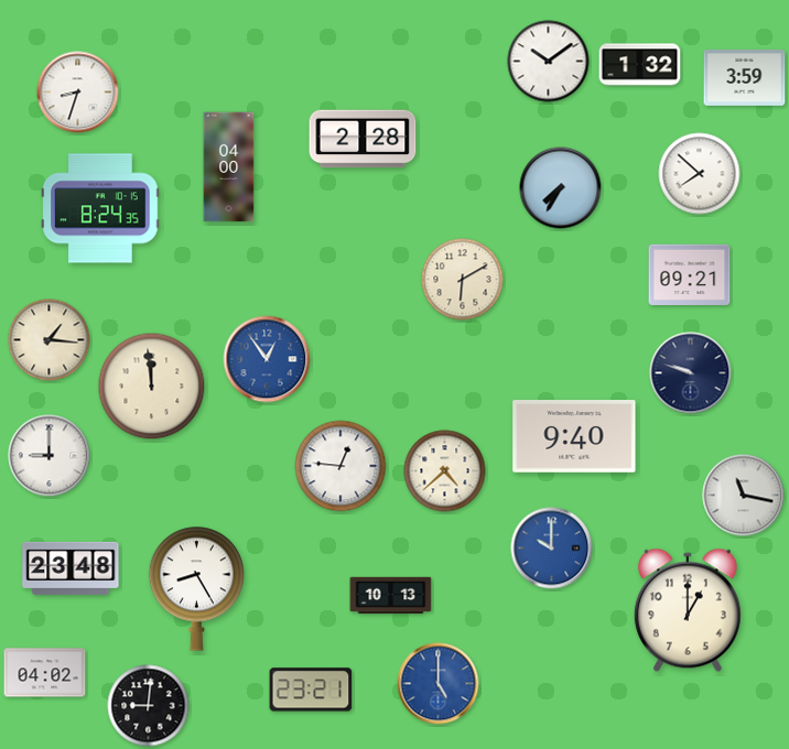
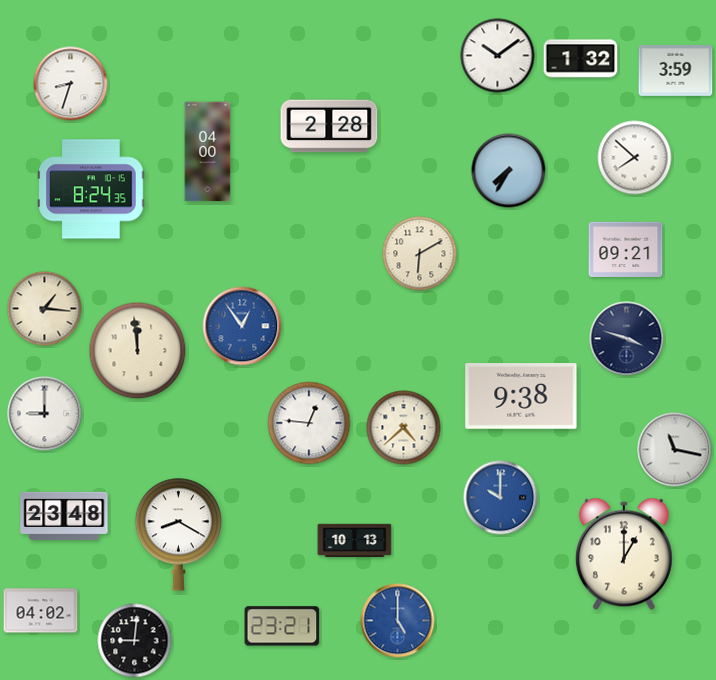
clock at (691, 373): 9:48 -> 3:48
clock at (574, 437): 9:40 -> 9:38
clock at (196, 588): 8:25 -> 8:20
